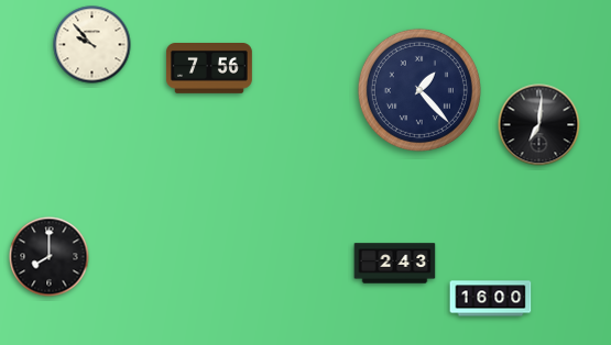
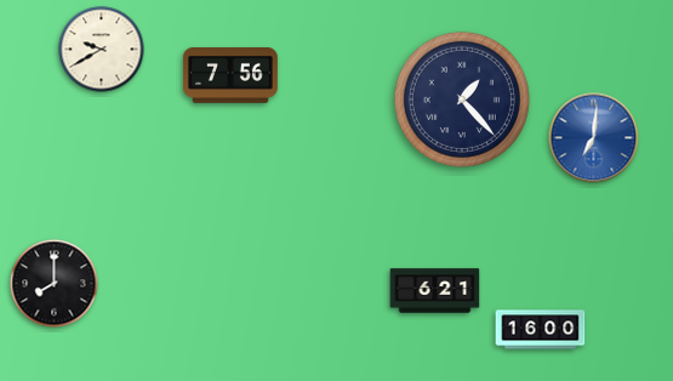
clock at (92, 45): 9:53 -> 9:40
clock at (539, 125) dial: black -> blue
clock at (395, 264): 2:43 -> 6:21
